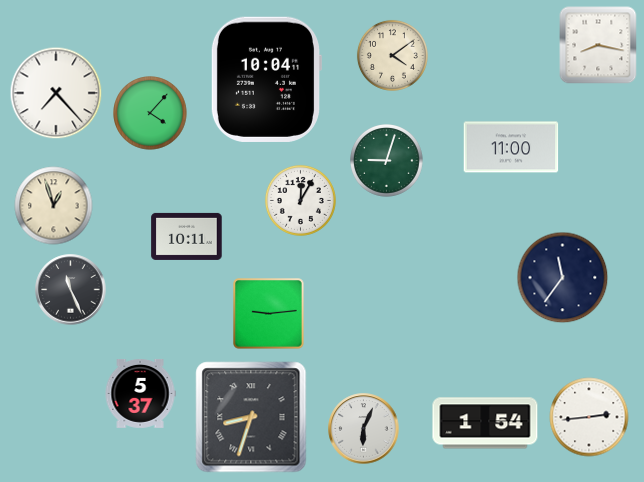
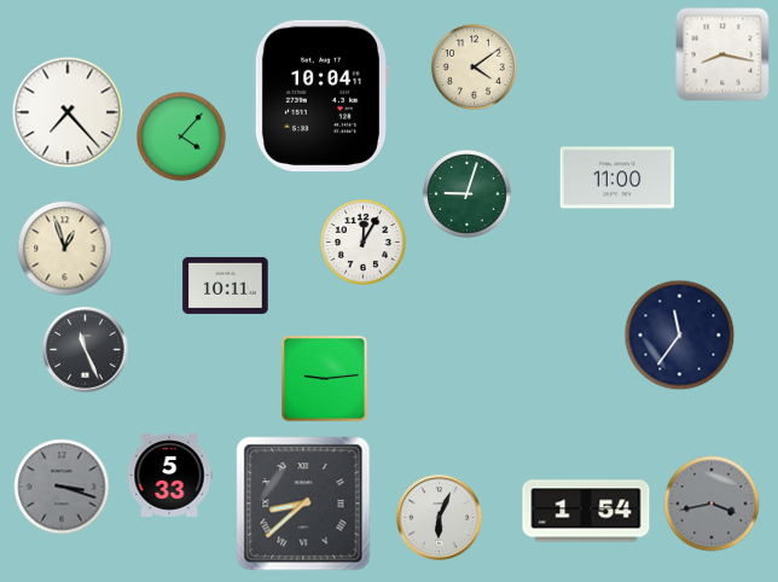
clock at (140, 393): 5:37 -> 5:33
clock at (62, 487): none -> 3:18
clock at (251, 417): 8:33 -> 8:38
clock at (589, 417): 2:44 -> 3:43
clock at (589, 417) dial: white -> grey
